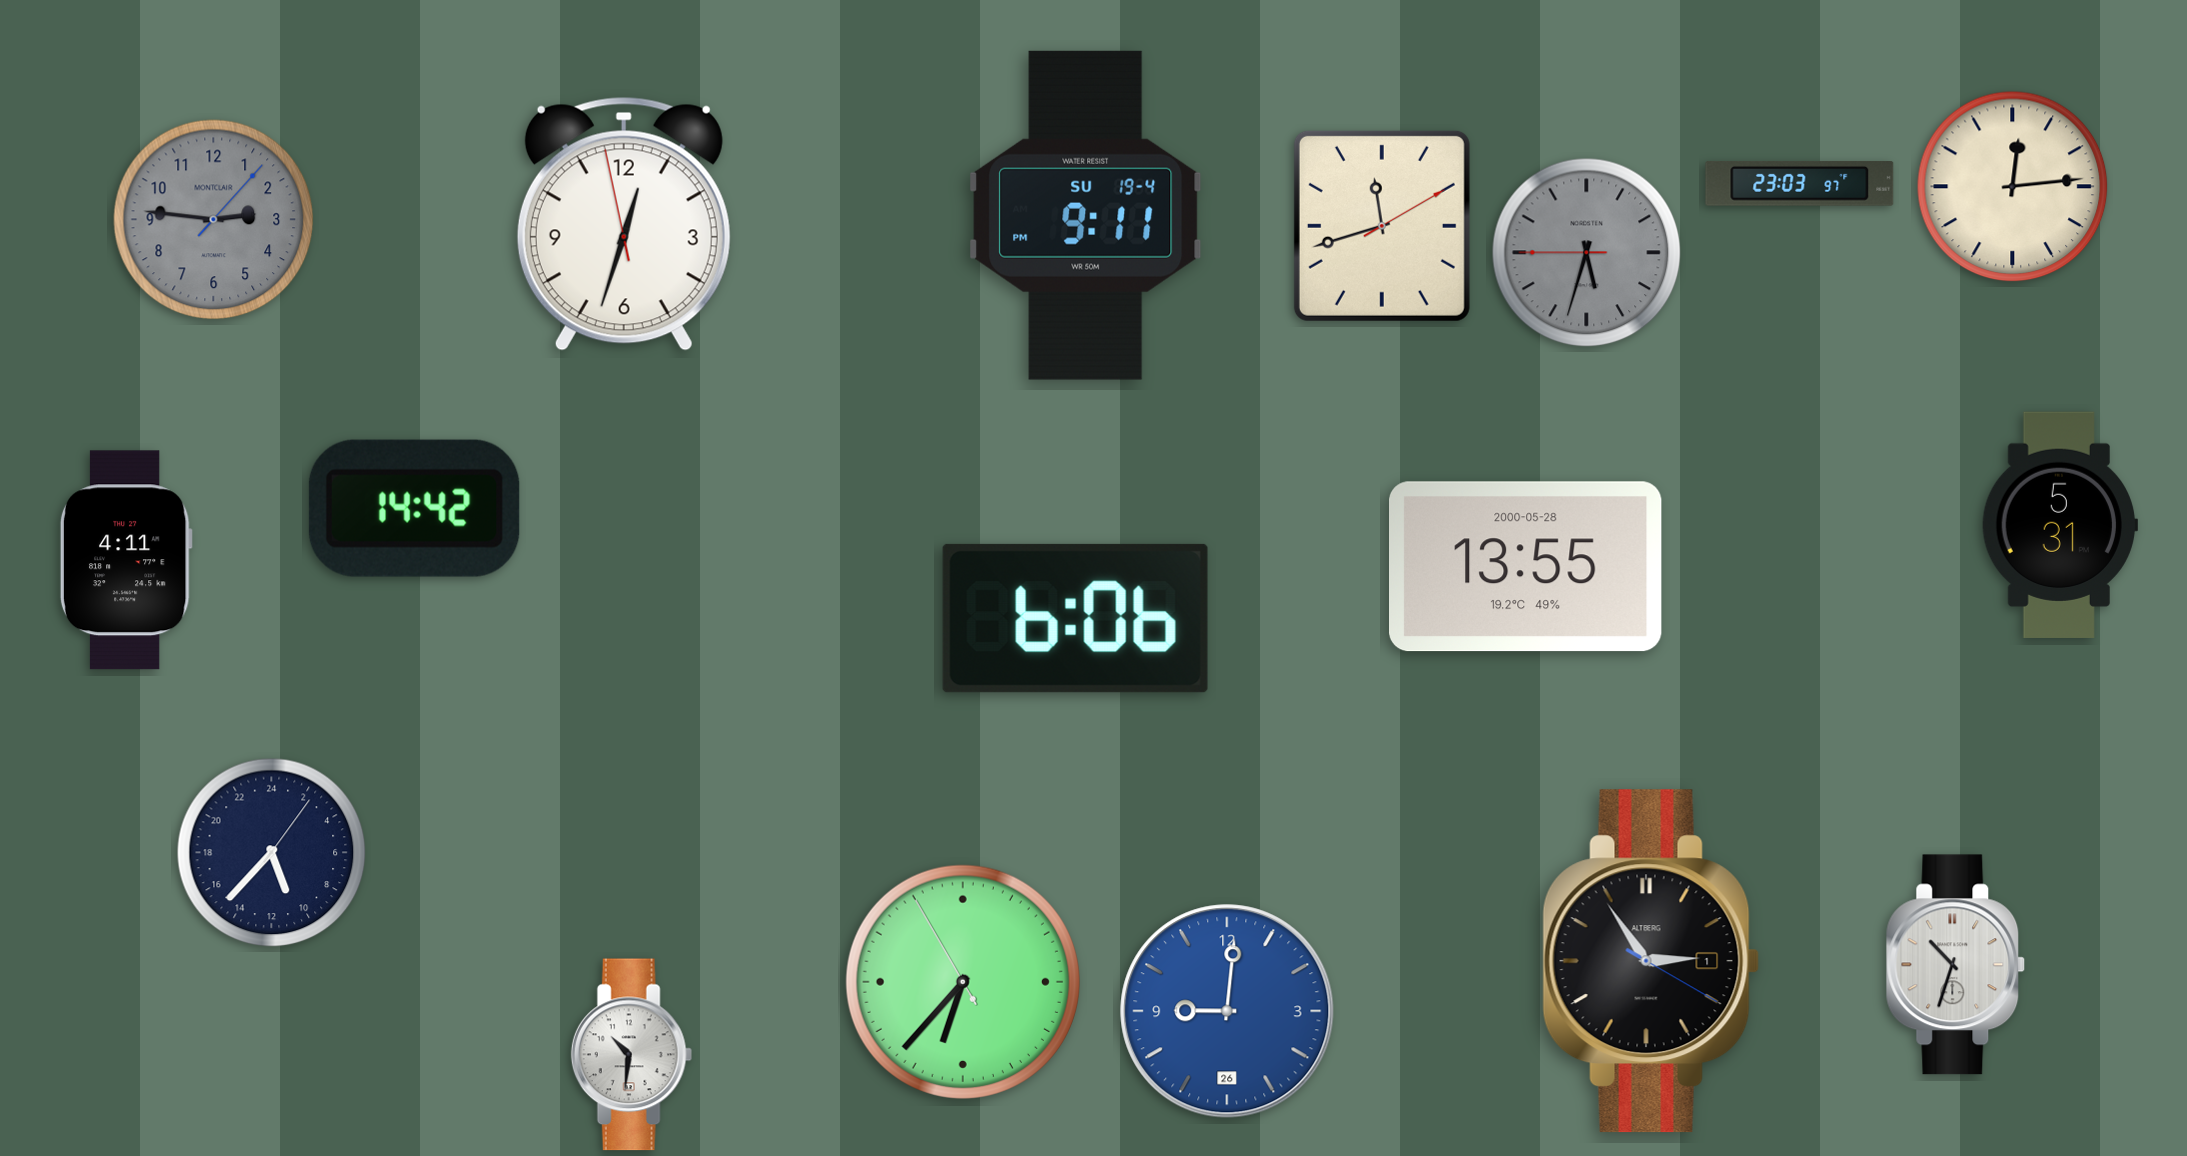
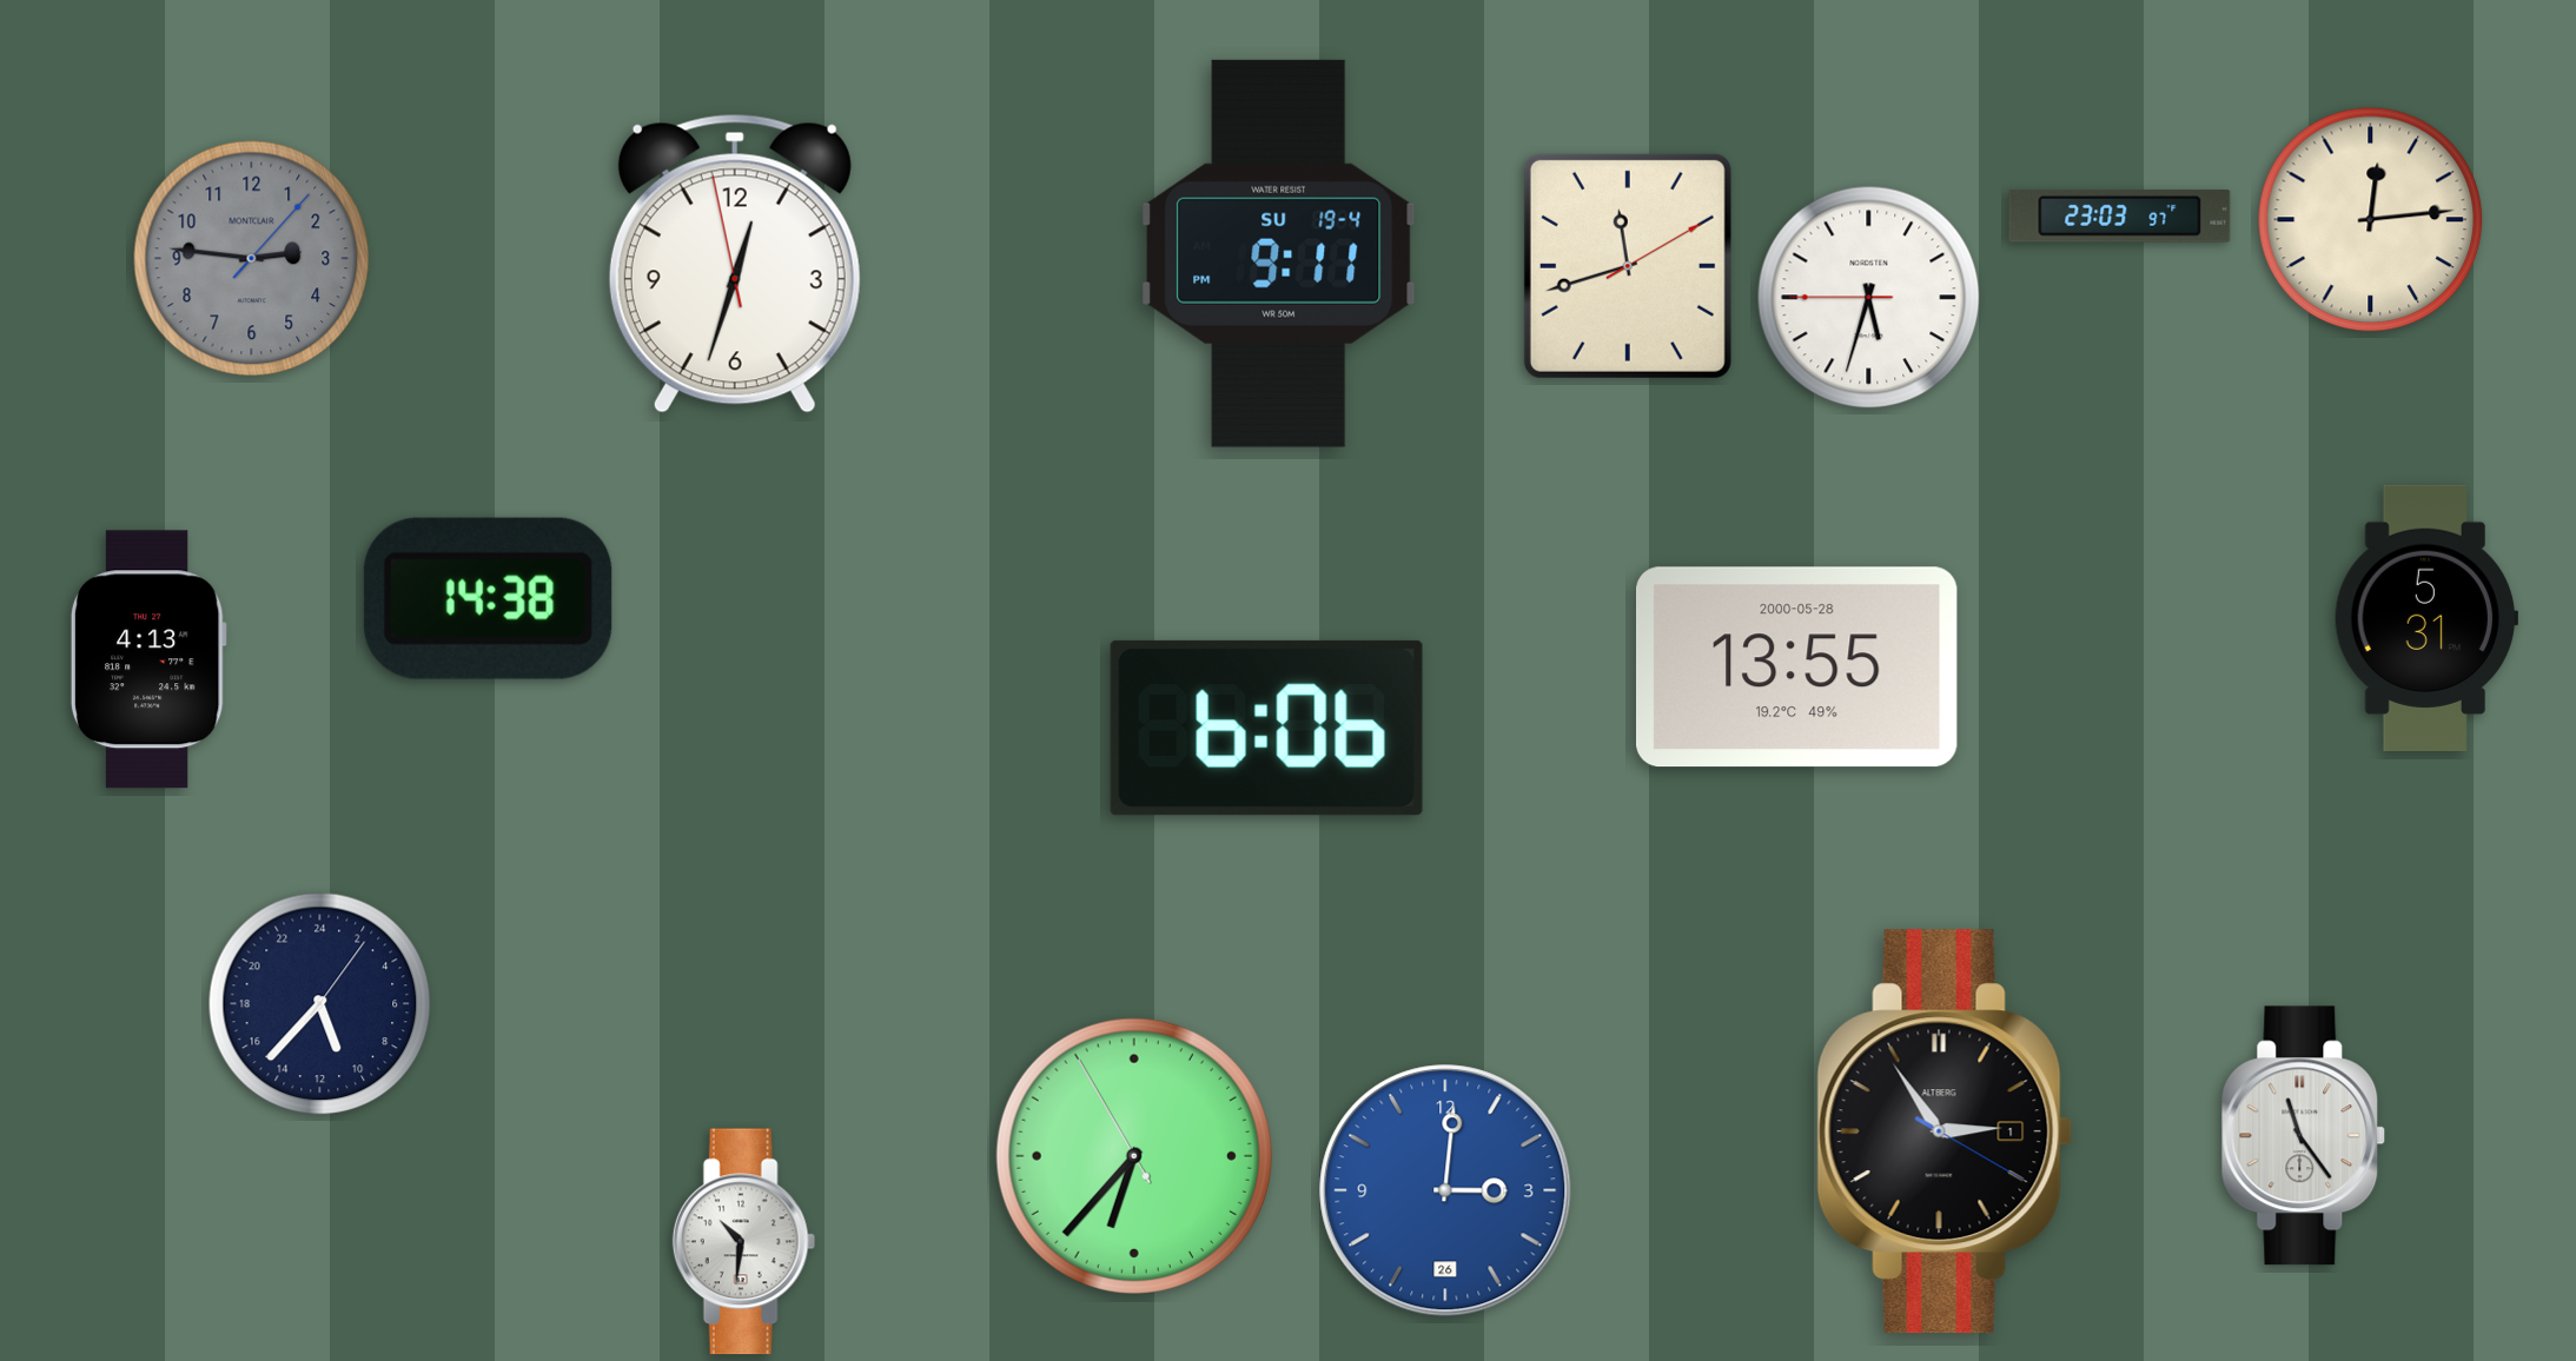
clock at (1587, 253) dial: grey -> white
clock at (414, 508): 14:42 -> 14:38
clock at (126, 560): 4:11 -> 4:13
clock at (1956, 965): 10:33 -> 11:24
clock at (1227, 1011): 9:01 -> 3:01
